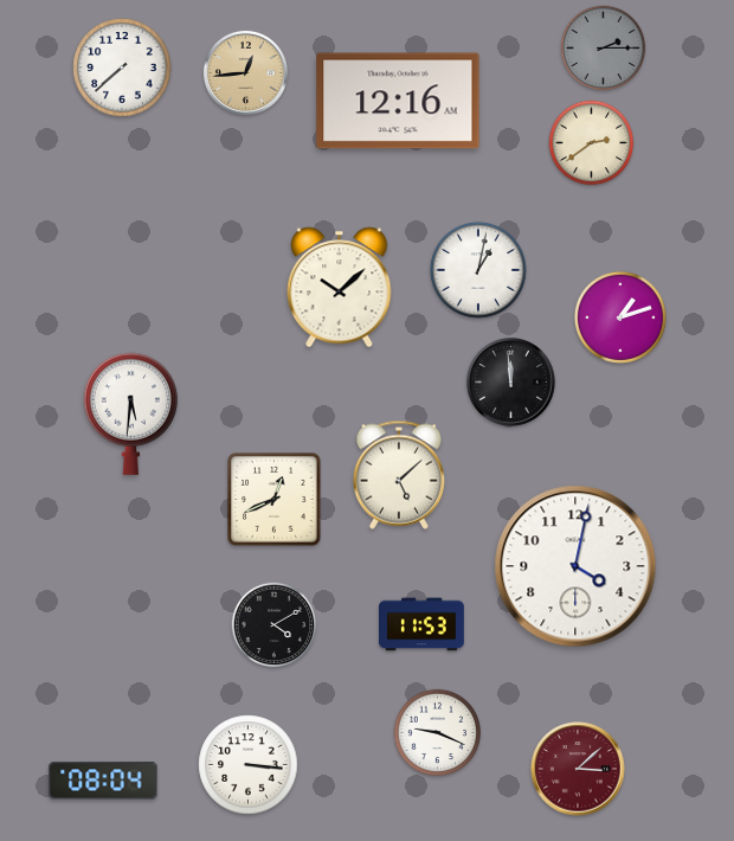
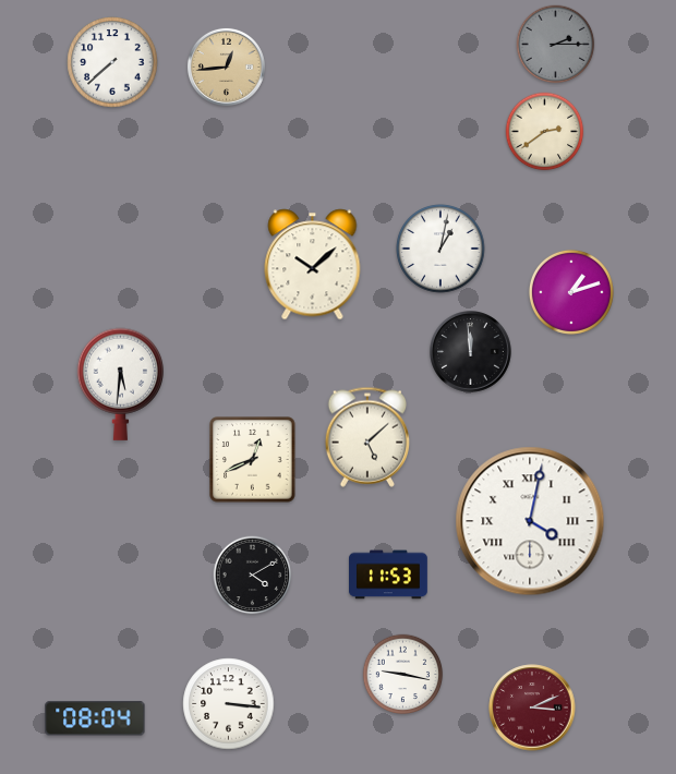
clock at (398, 101): 12:16 -> none
clock at (130, 413) position: (130, 413) -> (120, 384)
clock at (575, 566) numerals: Arabic -> Roman
clock at (438, 733): 9:19 -> 9:17
clock at (578, 769): 3:08 -> 3:11
